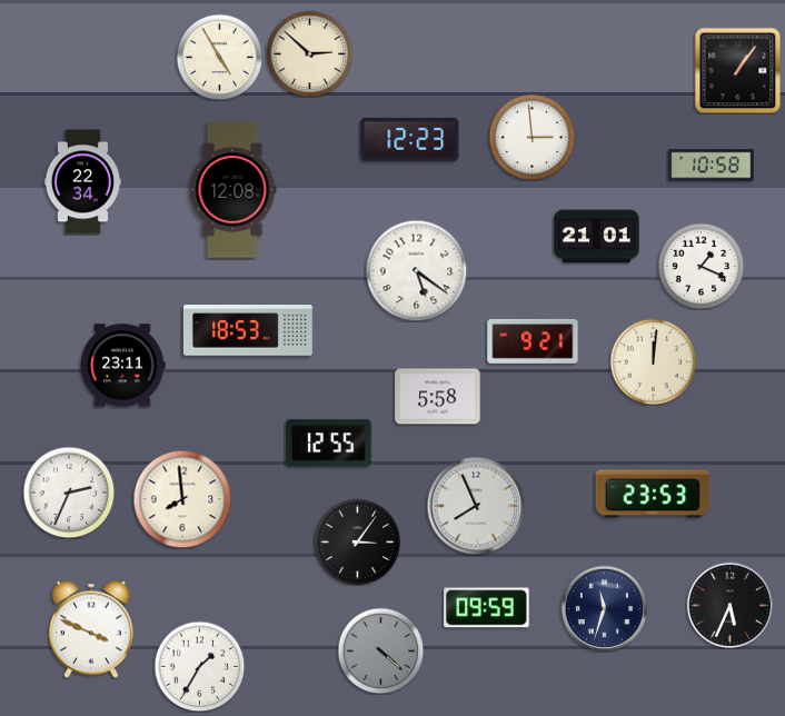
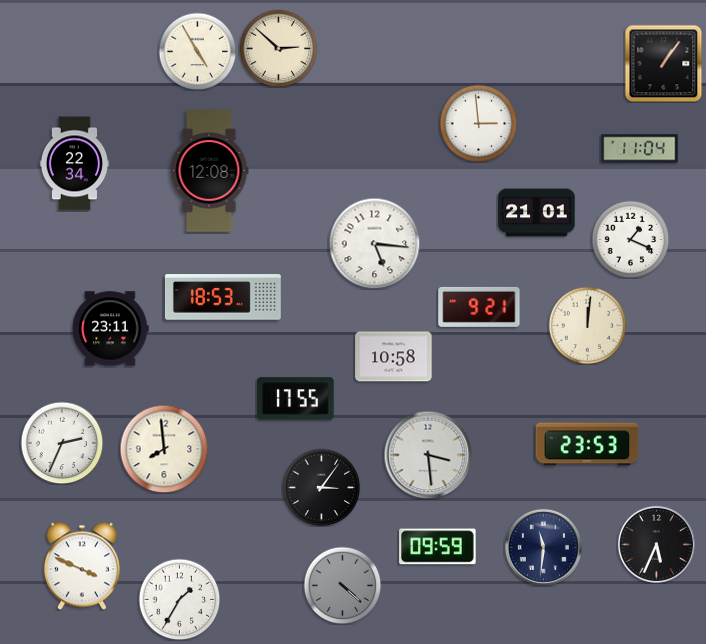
clock at (410, 139): 12:23 -> none
clock at (712, 166): 10:58 -> 11:04
clock at (416, 270): 5:21 -> 5:16
clock at (438, 397): 5:58 -> 10:58
clock at (329, 444): 12:55 -> 17:55
clock at (476, 506): 7:56 -> 3:29
clock at (604, 608): 11:33 -> 11:31
